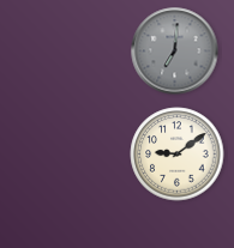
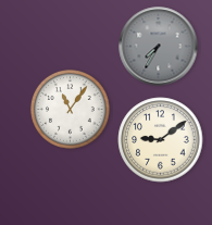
clock at (175, 52): 7:01 -> 7:35
clock at (71, 110): none -> 11:06
